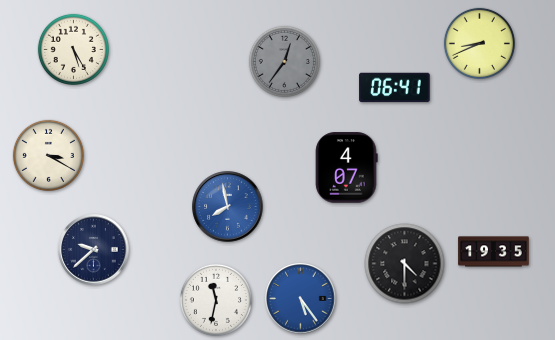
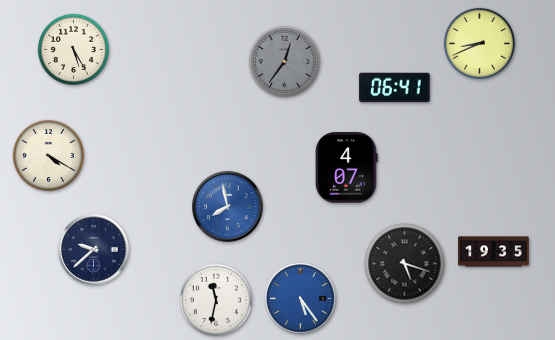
clock at (48, 155): 3:20 -> 4:20
clock at (405, 264): 4:30 -> 5:18
